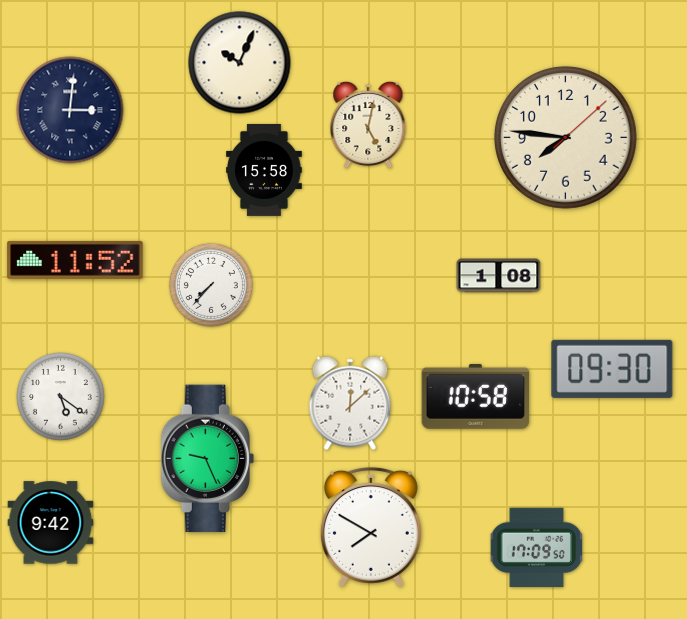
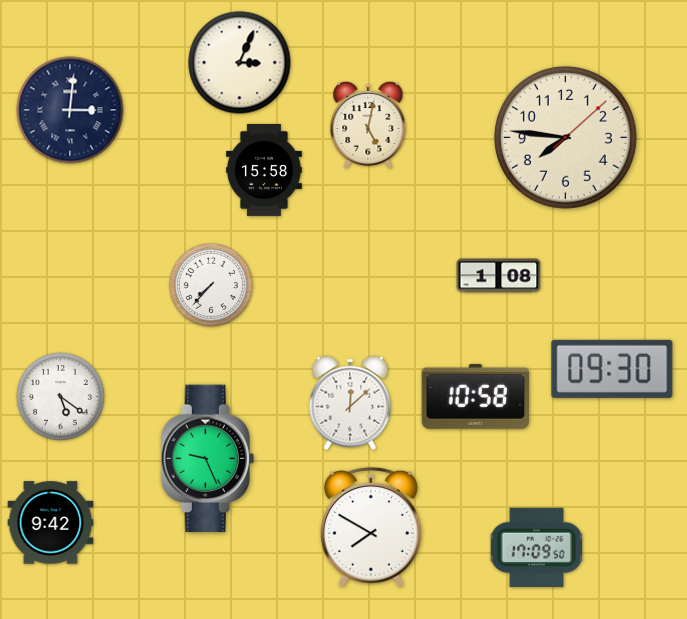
clock at (240, 63): 10:04 -> 3:04
clock at (75, 260): 11:52 -> none
